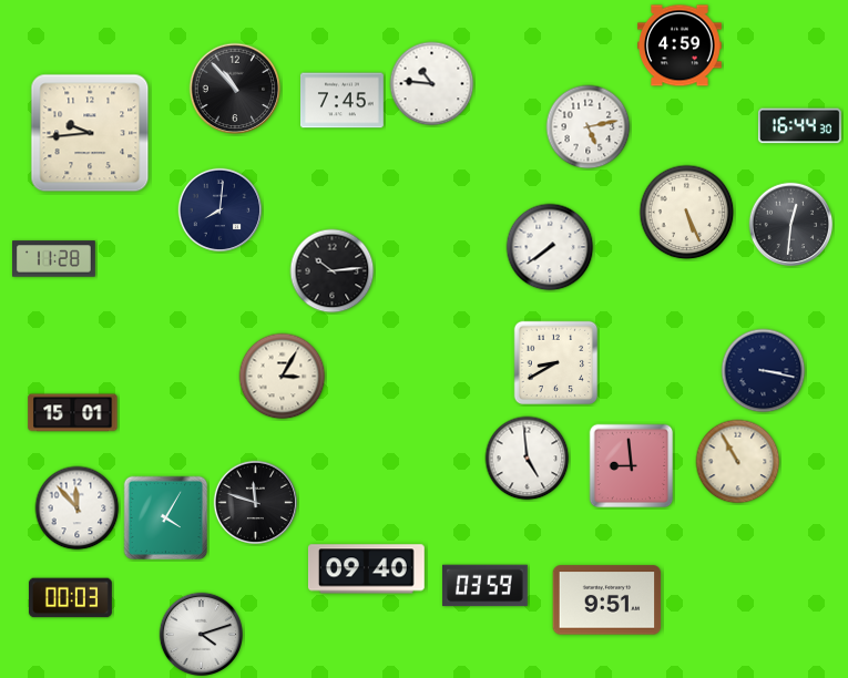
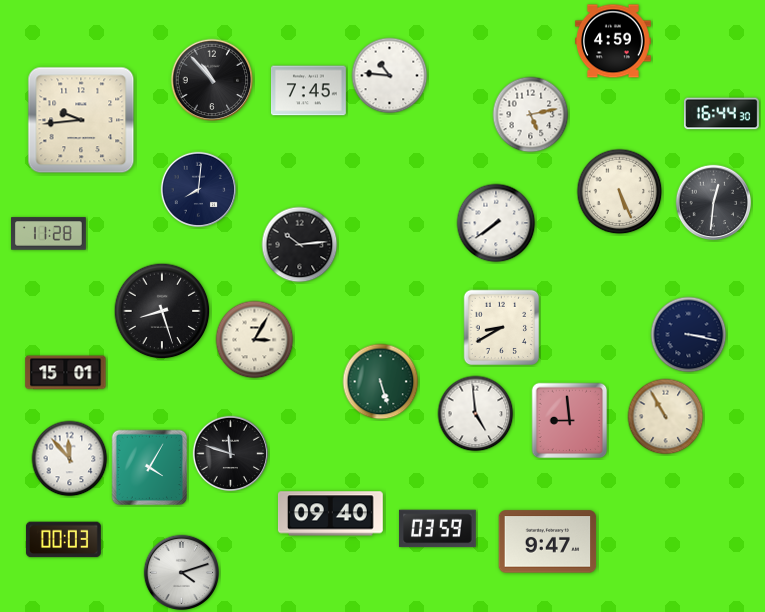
clock at (162, 311): none -> 8:27
clock at (381, 382): none -> 5:27
clock at (607, 600): 9:51 -> 9:47
